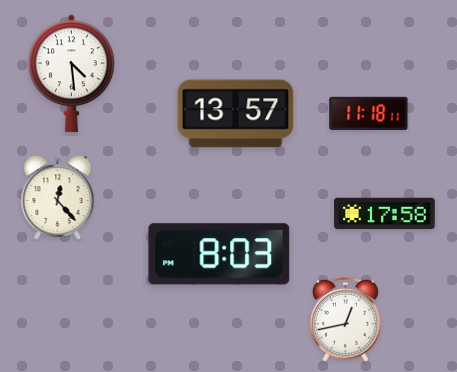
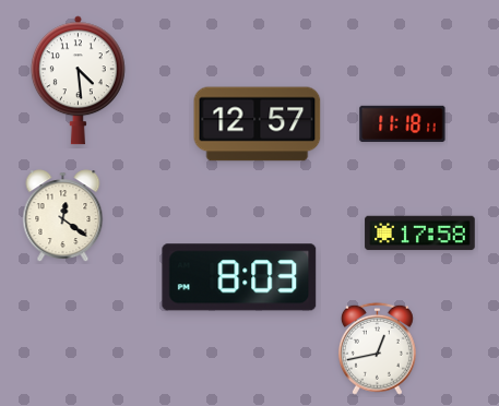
clock at (236, 114): 13:57 -> 12:57
clock at (58, 197): 12:23 -> 12:21
